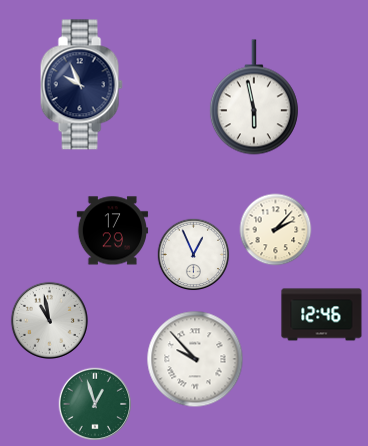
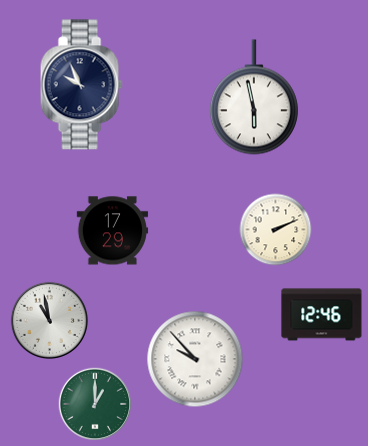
clock at (276, 230): 2:07 -> 2:11
clock at (194, 255): 12:56 -> none
clock at (95, 404): 12:57 -> 1:00
